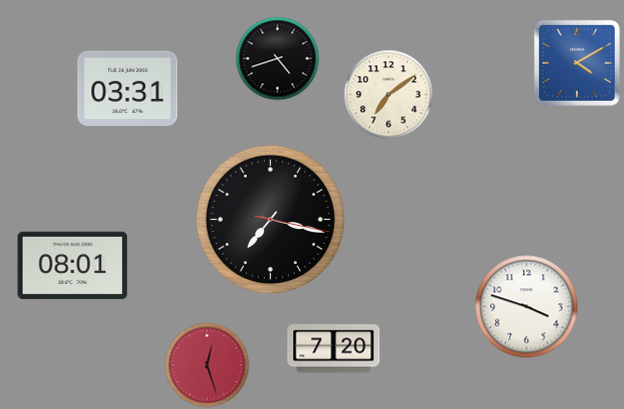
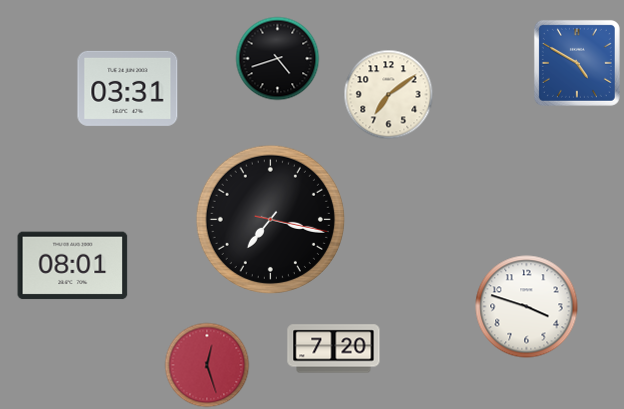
clock at (577, 63): 4:10 -> 4:50
